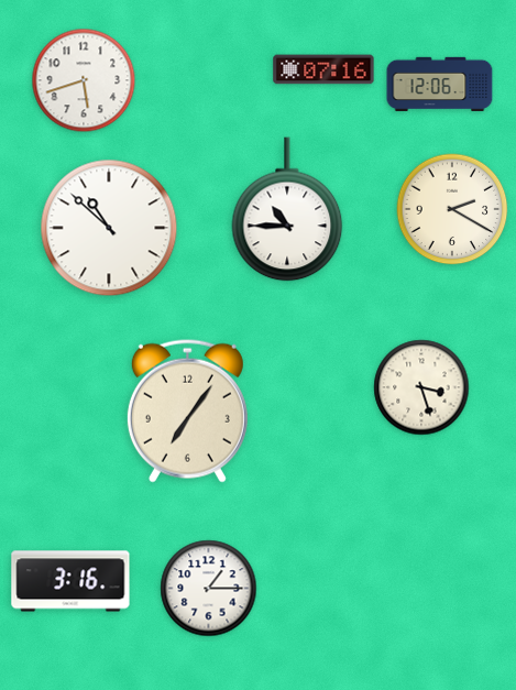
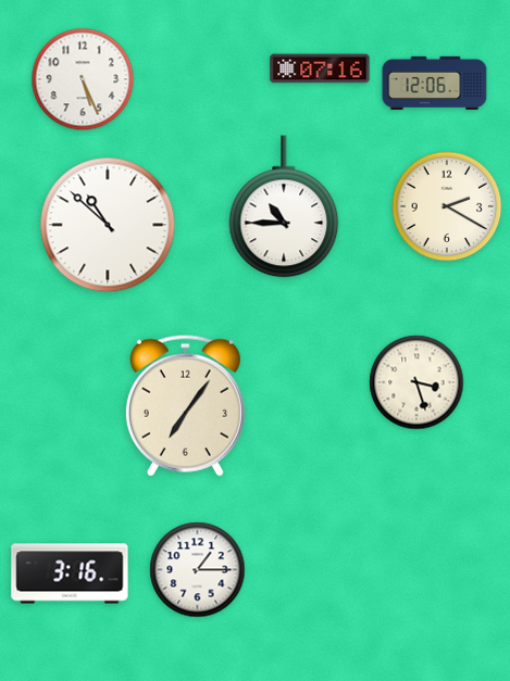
clock at (84, 80): 5:42 -> 5:26
clock at (209, 589) position: (209, 589) -> (198, 570)
